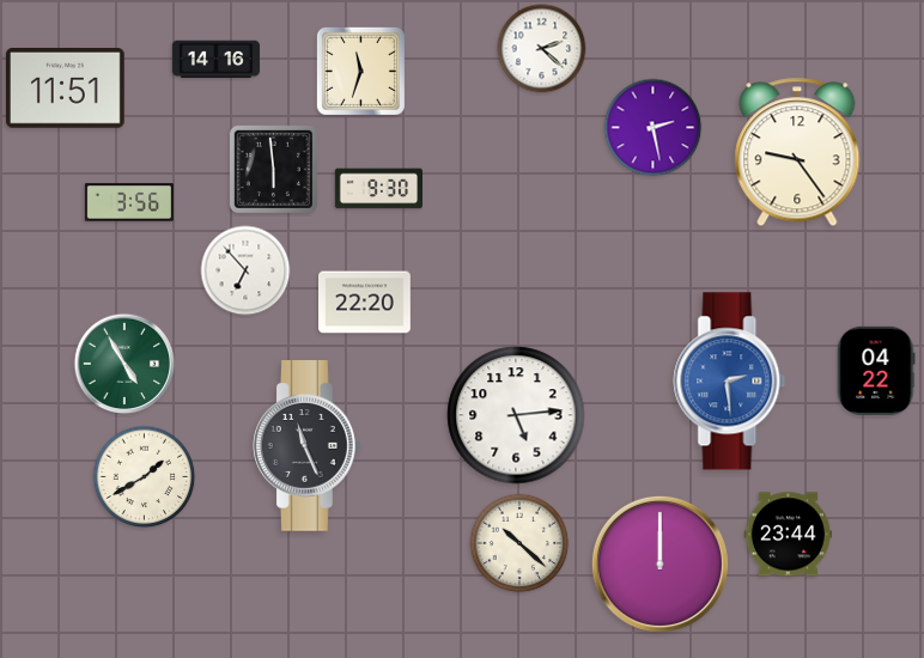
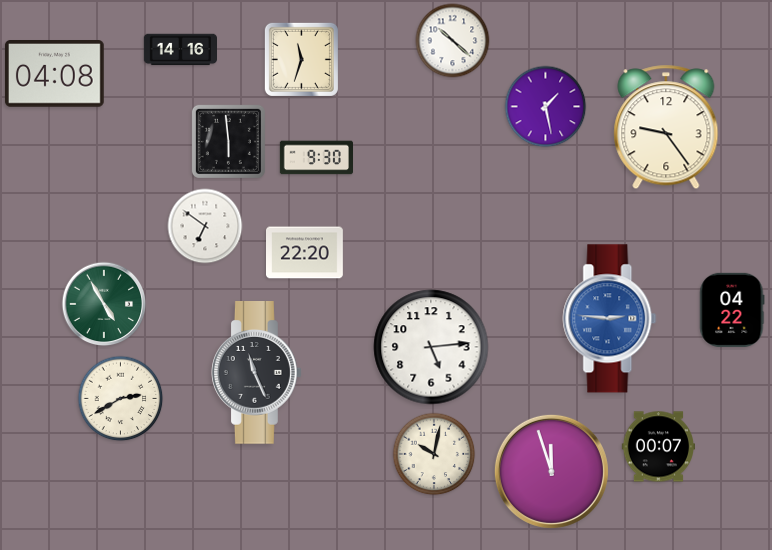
clock at (542, 49): 2:22 -> 10:22
clock at (65, 89): 11:51 -> 04:08
clock at (654, 128): 2:28 -> 1:28
clock at (129, 202): 3:56 -> none
clock at (245, 270): 6:53 -> 6:51
clock at (730, 382): 2:29 -> 2:46
clock at (145, 477): 1:40 -> 2:40
clock at (788, 535): 23:44 -> 00:07
clock at (519, 543): 10:22 -> 10:02
clock at (659, 563): 12:00 -> 11:57
